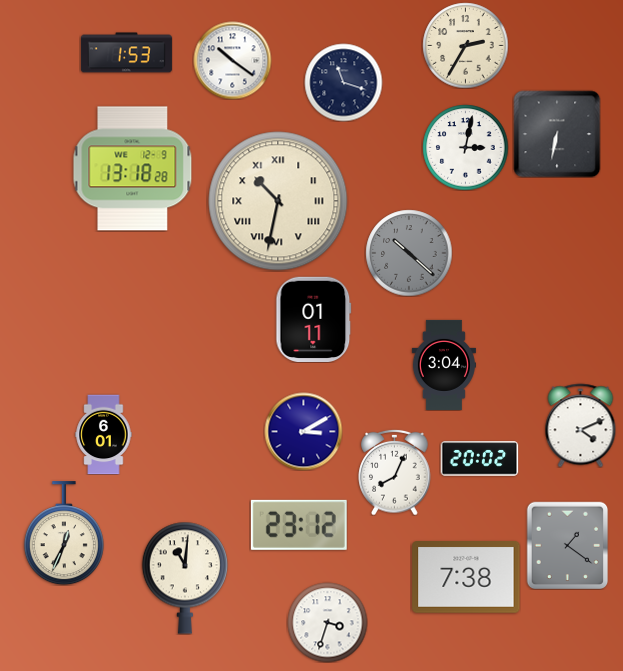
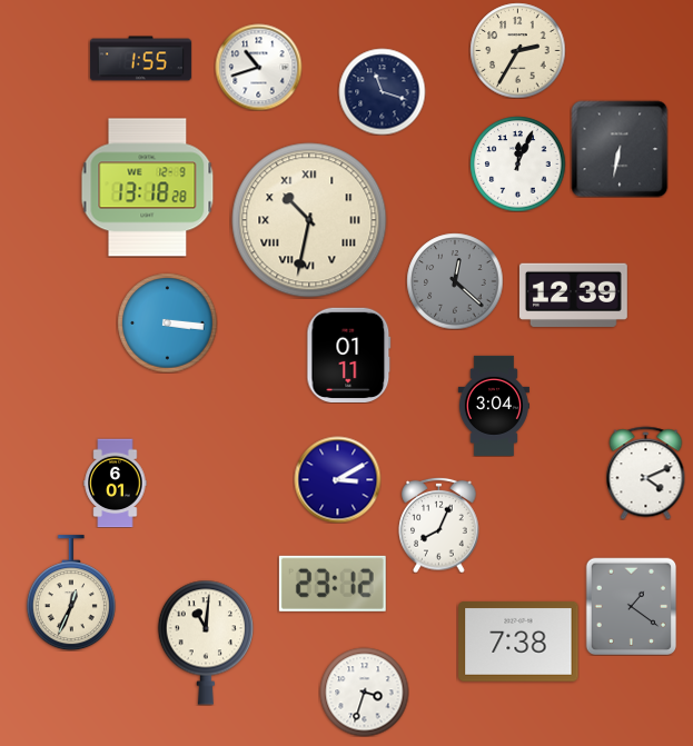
clock at (126, 53): 1:53 -> 1:55
clock at (232, 60): 10:21 -> 10:42
clock at (465, 147): 3:02 -> 12:04
clock at (278, 201) position: (278, 201) -> (309, 220)
clock at (409, 253): 10:22 -> 12:22
clock at (573, 296): none -> 12:39
clock at (167, 322): none -> 3:16
clock at (479, 459): 20:02 -> none
